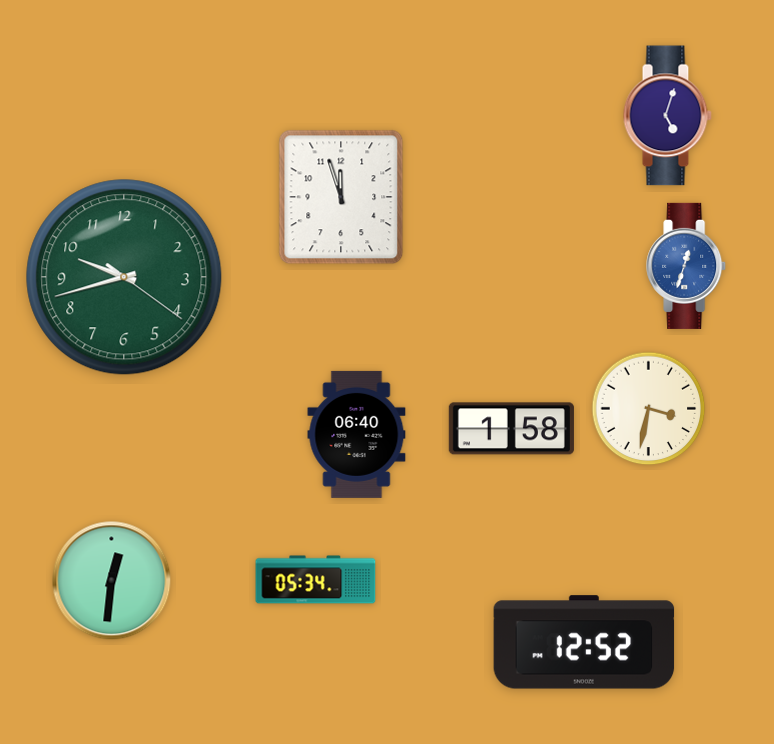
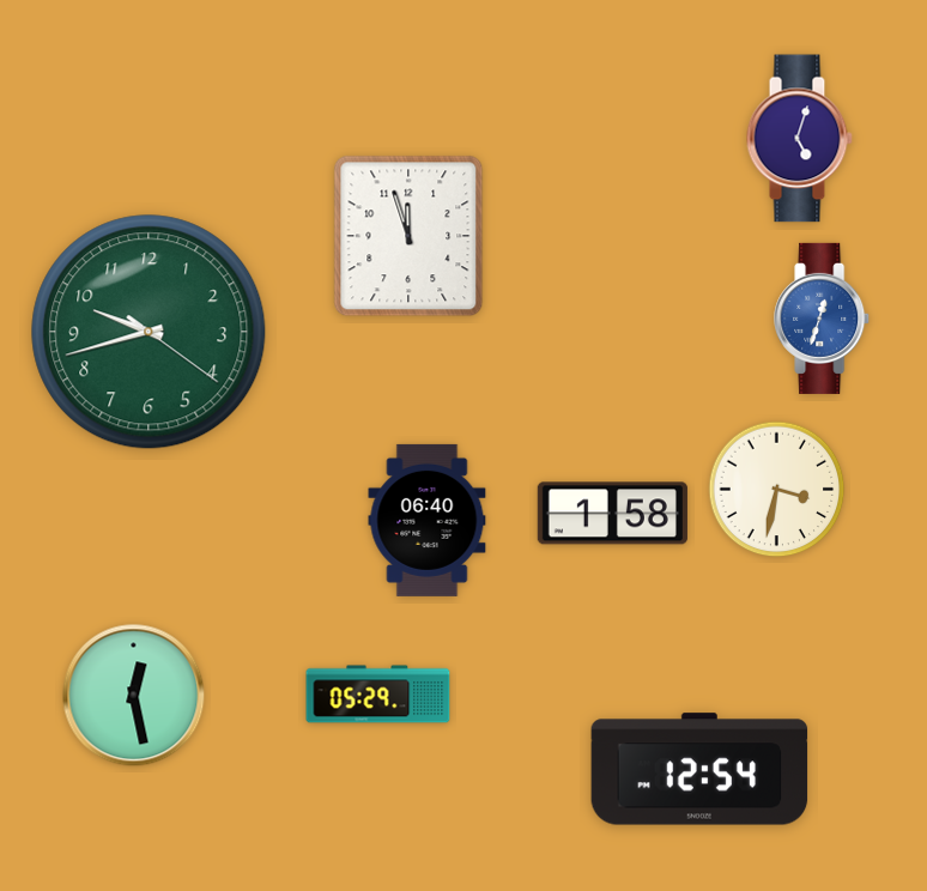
clock at (316, 580): 05:34 -> 05:29
clock at (112, 581): 12:31 -> 12:28
clock at (584, 642): 12:52 -> 12:54
